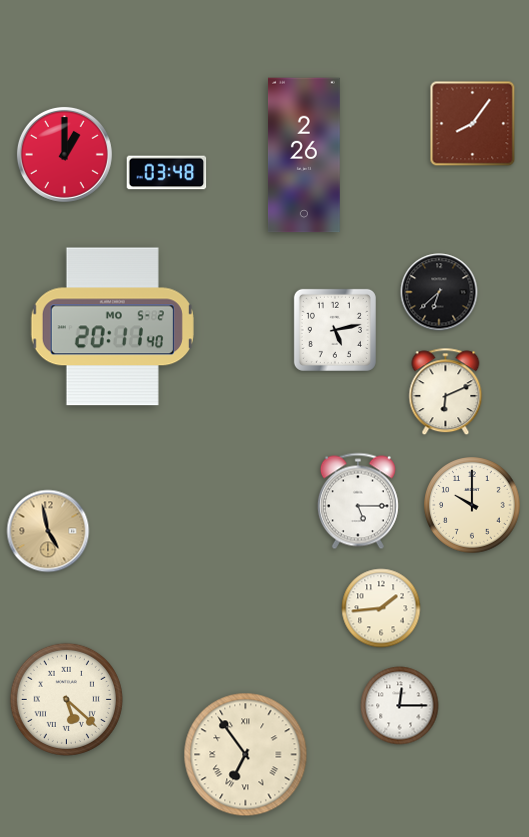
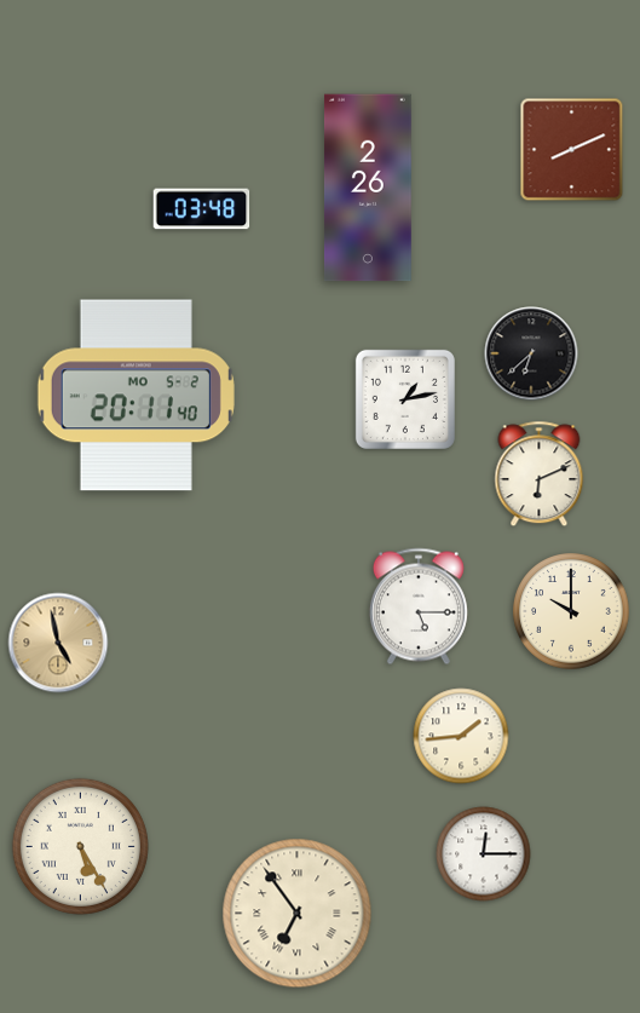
clock at (473, 124): 8:06 -> 8:11
clock at (64, 154): 1:00 -> none
clock at (335, 330): 5:13 -> 1:13
clock at (358, 501) position: (358, 501) -> (419, 606)
clock at (66, 699): 5:22 -> 5:25
